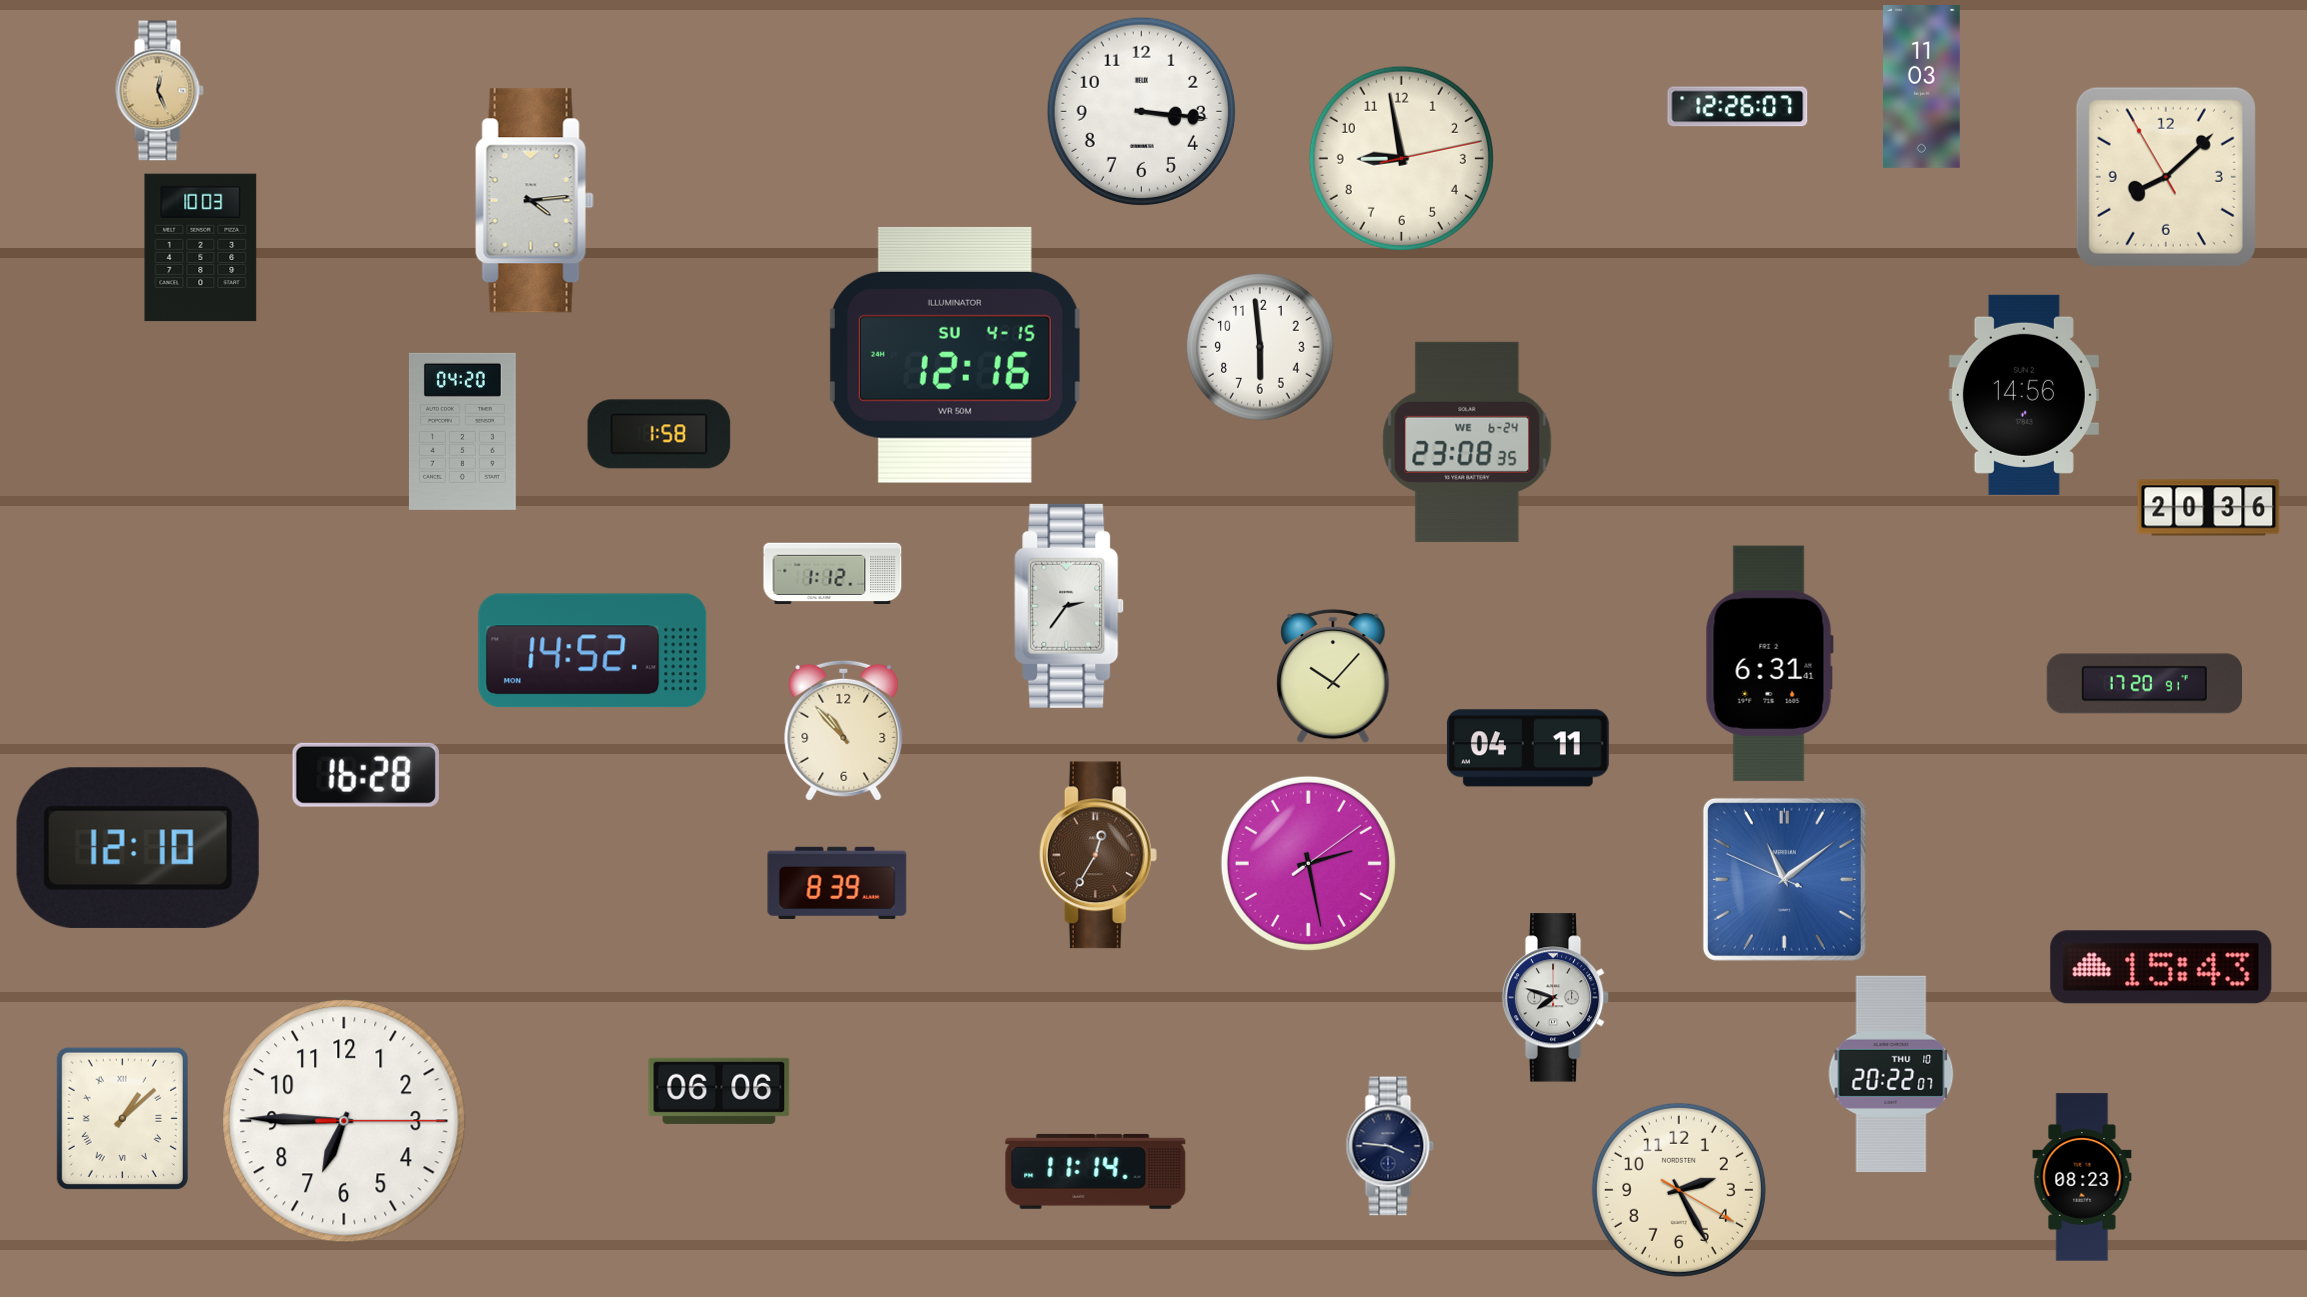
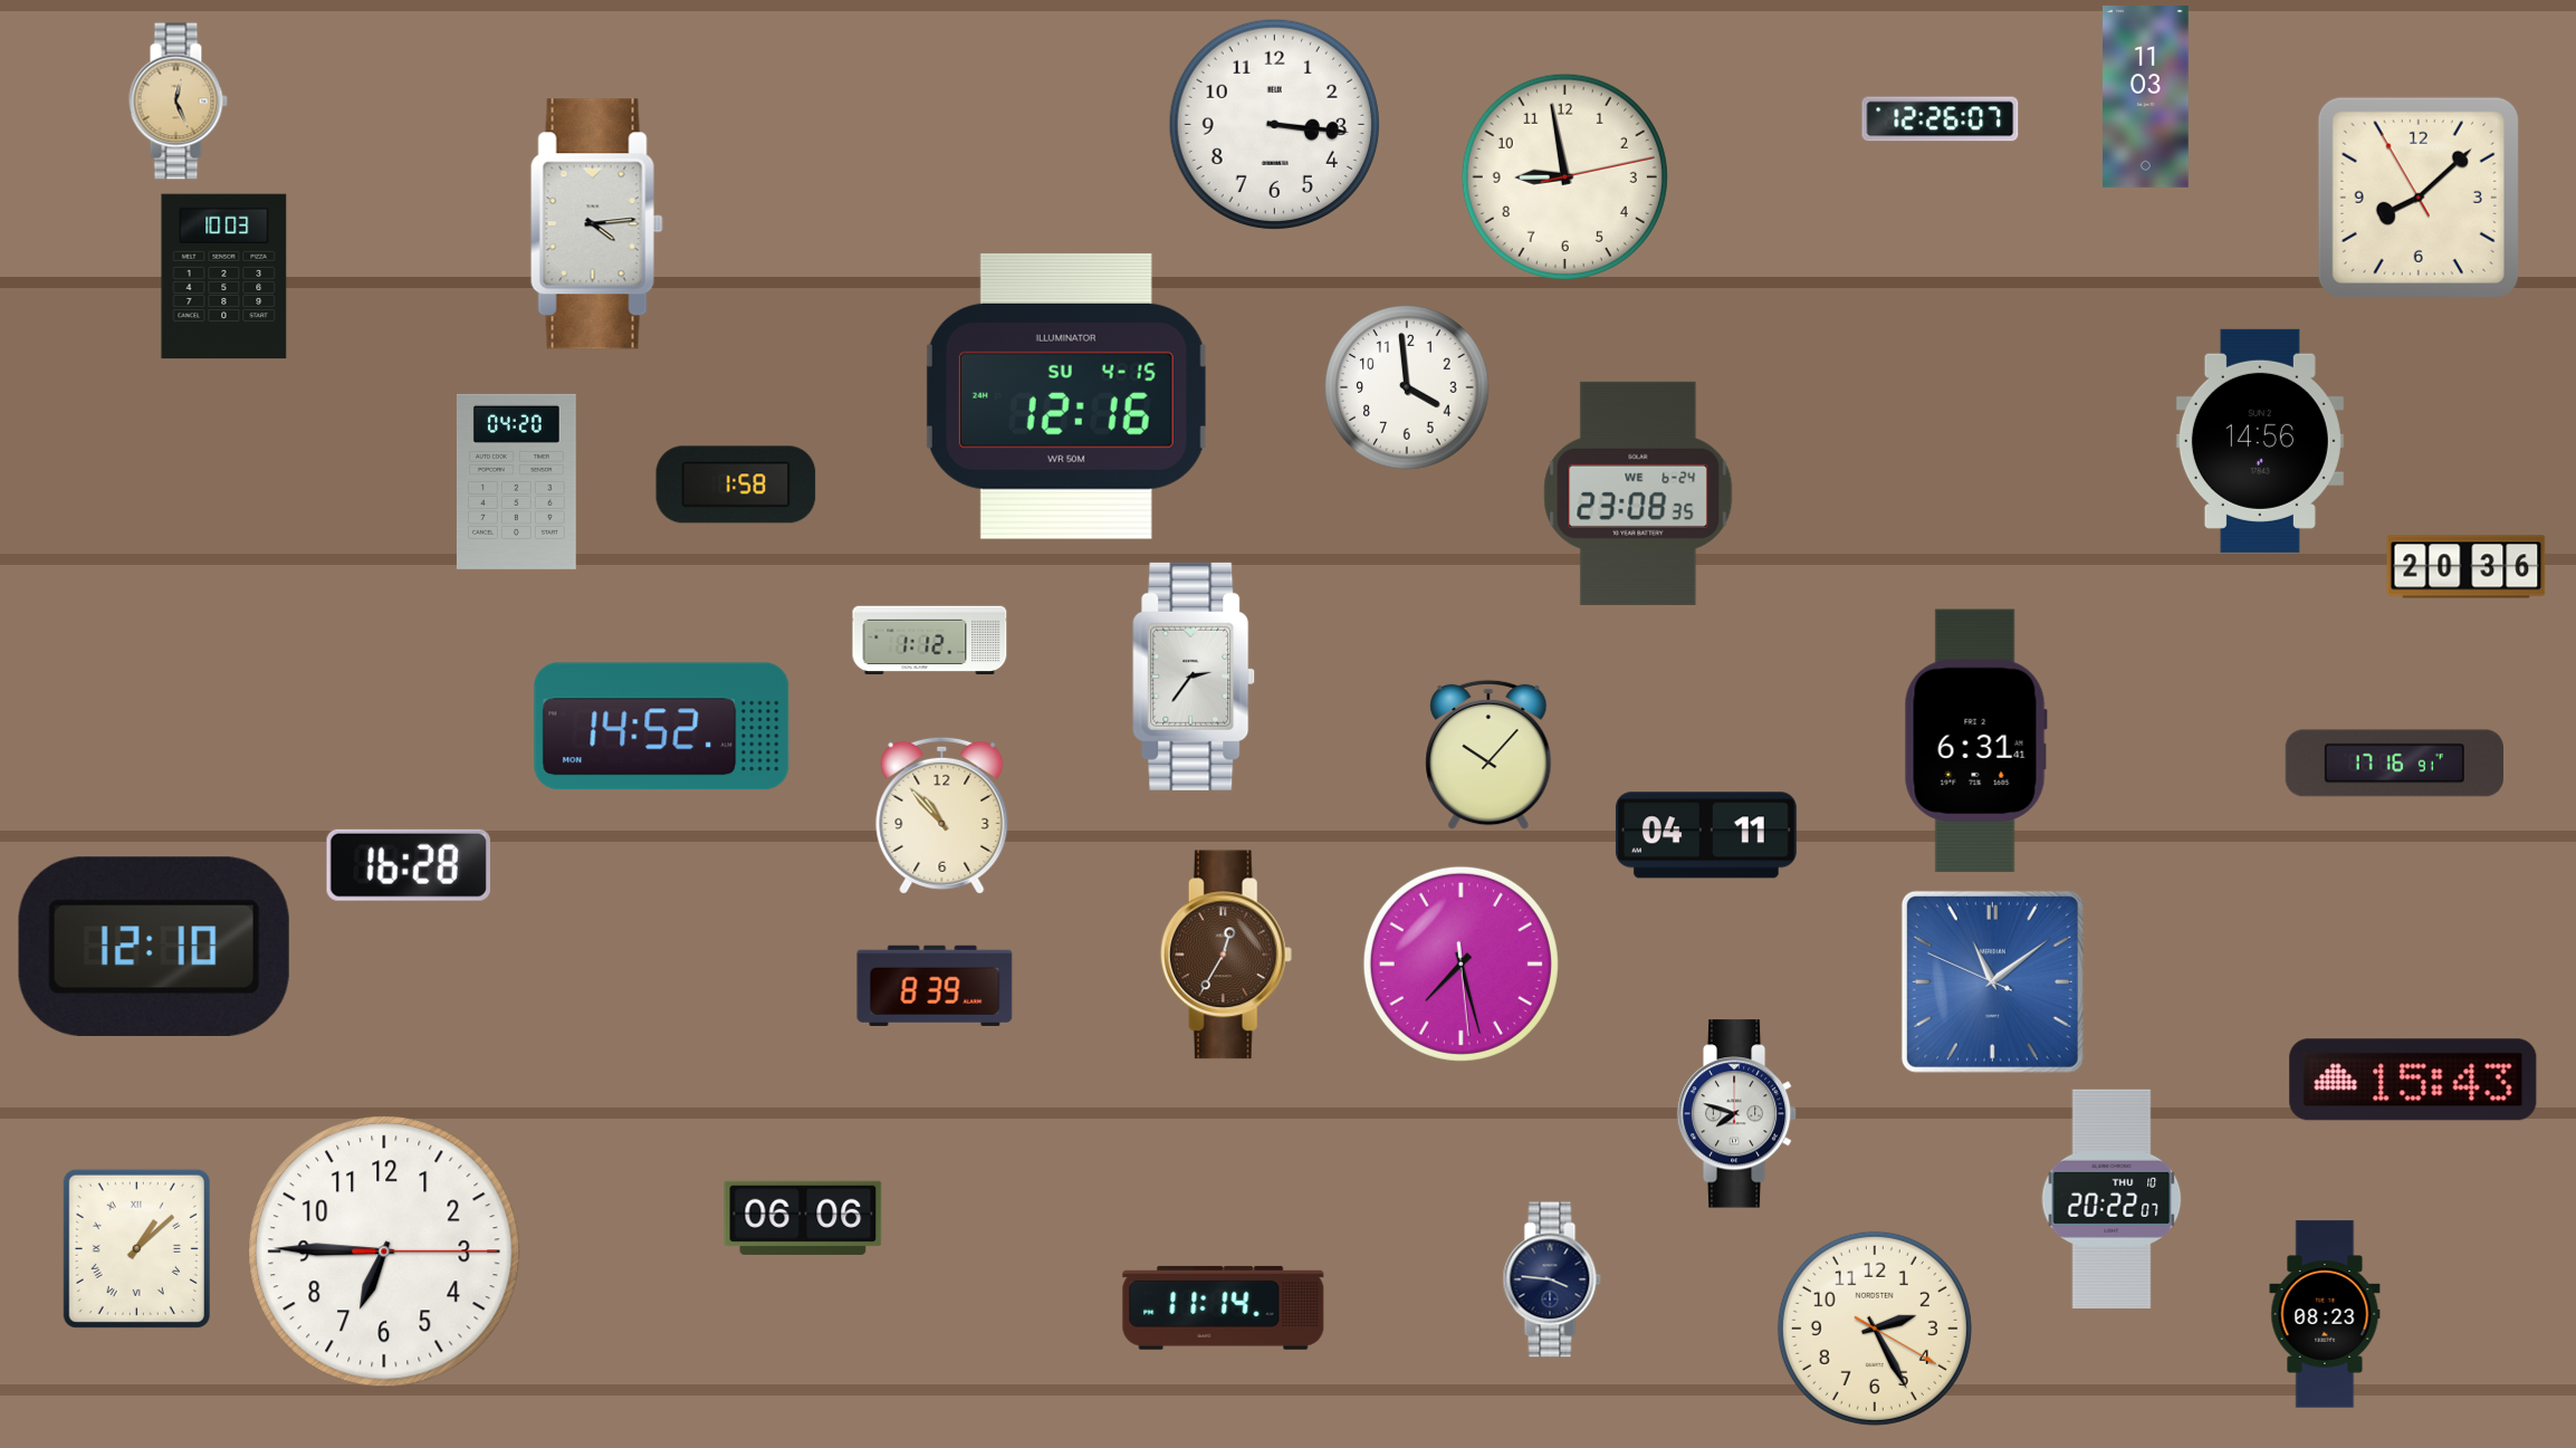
clock at (1260, 347): 5:59 -> 3:59
clock at (2144, 684): 17:20 -> 17:16
clock at (1308, 863): 2:28 -> 7:27
